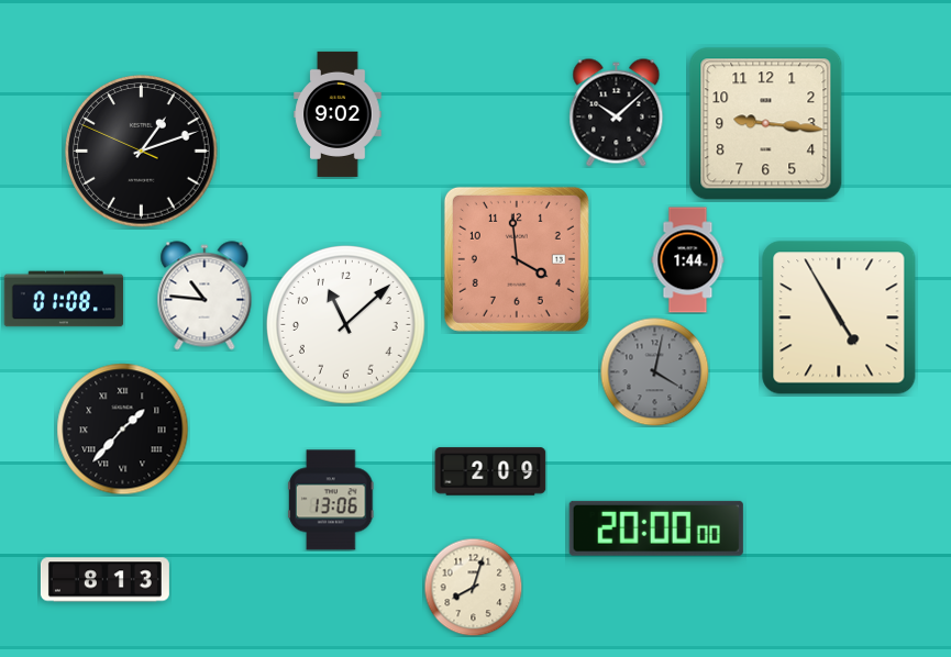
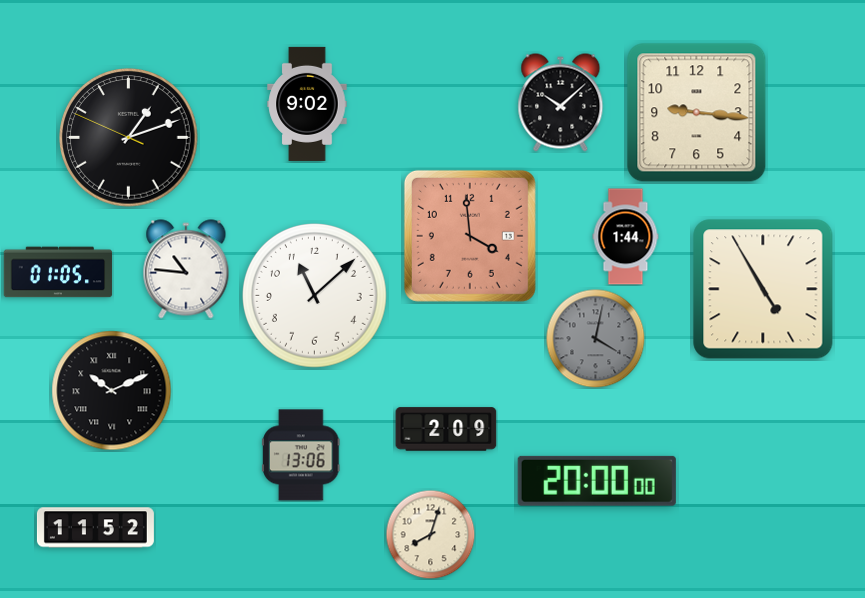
clock at (64, 299): 01:08 -> 01:05
clock at (123, 430): 1:37 -> 10:11
clock at (104, 580): 8:13 -> 11:52
